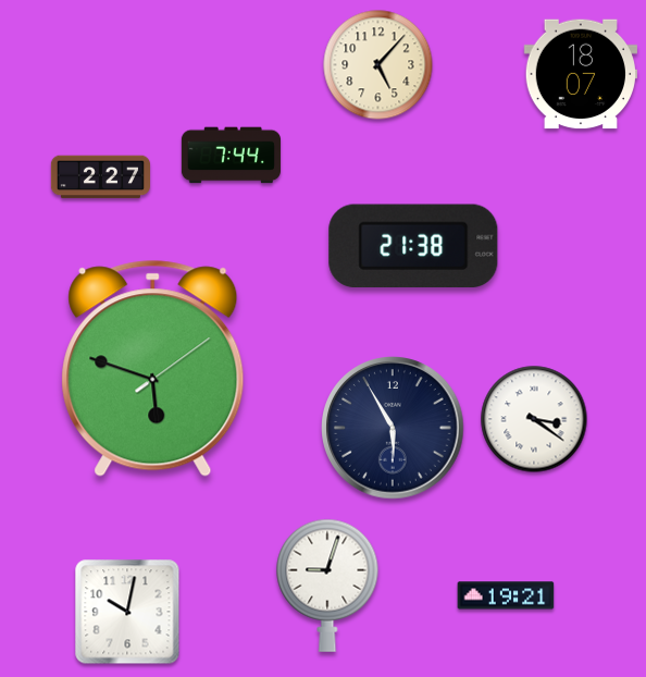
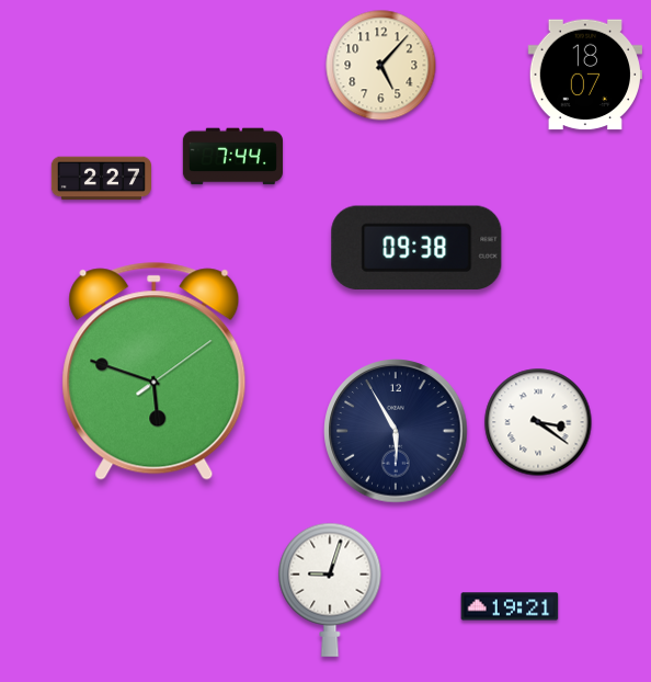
clock at (413, 246): 21:38 -> 09:38
clock at (506, 595) position: (506, 595) -> (510, 606)
clock at (127, 612): 10:02 -> none
